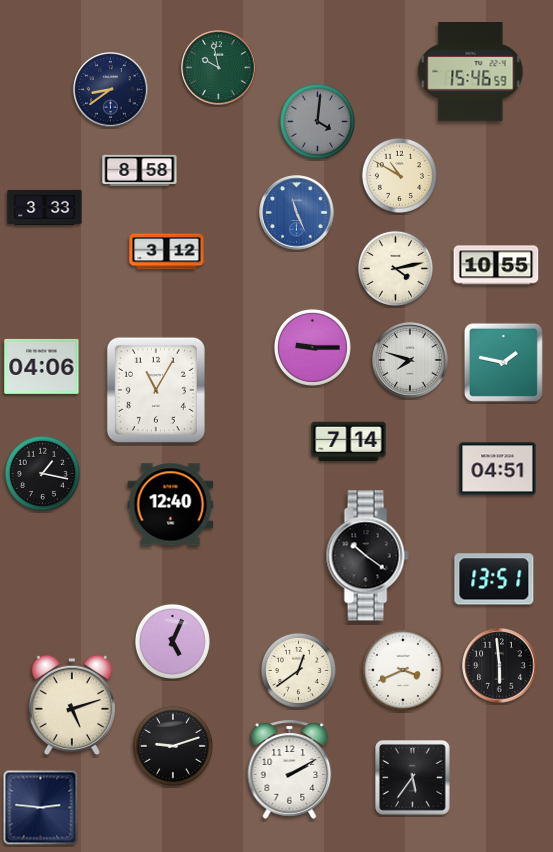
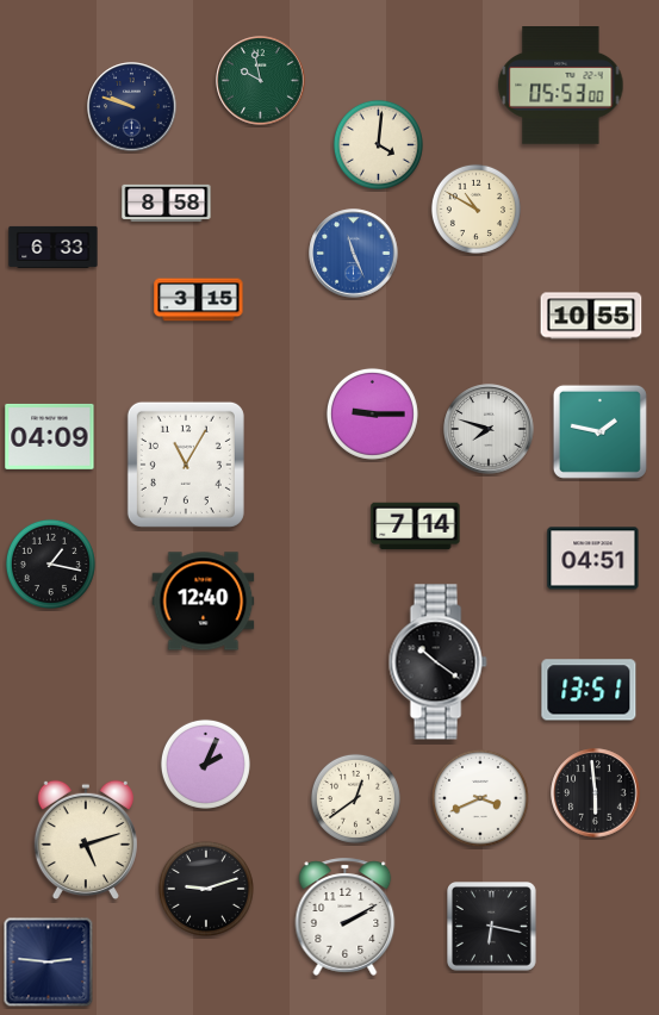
clock at (471, 72): 15:46 -> 05:53
clock at (111, 90): 8:39 -> 9:48
clock at (317, 121) dial: grey -> cream
clock at (45, 207): 3:33 -> 6:33
clock at (167, 252): 3:12 -> 3:15
clock at (395, 268): 4:13 -> none
clock at (42, 366): 04:06 -> 04:09
clock at (172, 641): 5:04 -> 2:04
clock at (413, 778): 5:36 -> 6:17
